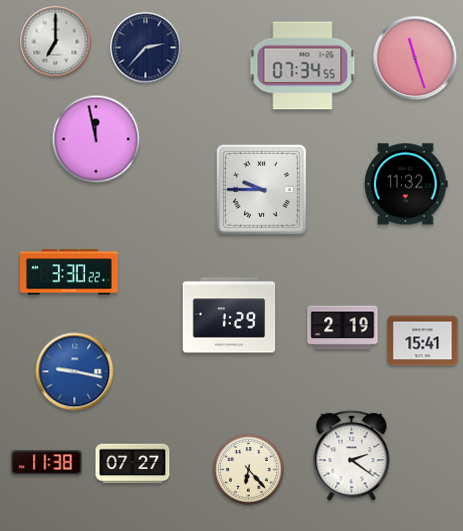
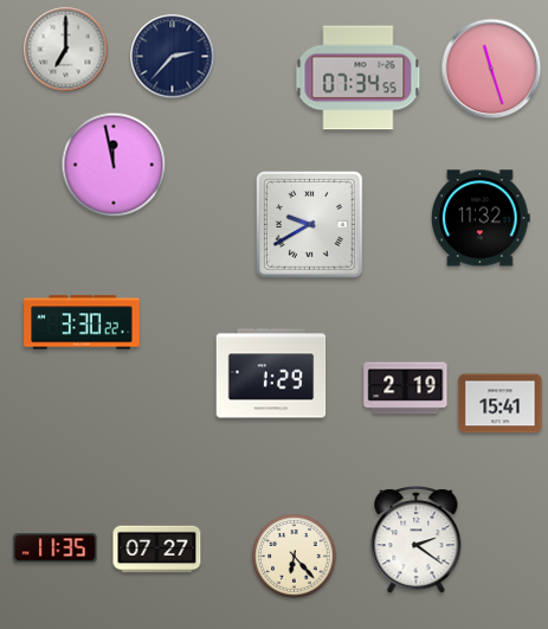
clock at (261, 189): 9:45 -> 9:40
clock at (75, 372): 9:17 -> none
clock at (47, 463): 11:38 -> 11:35
